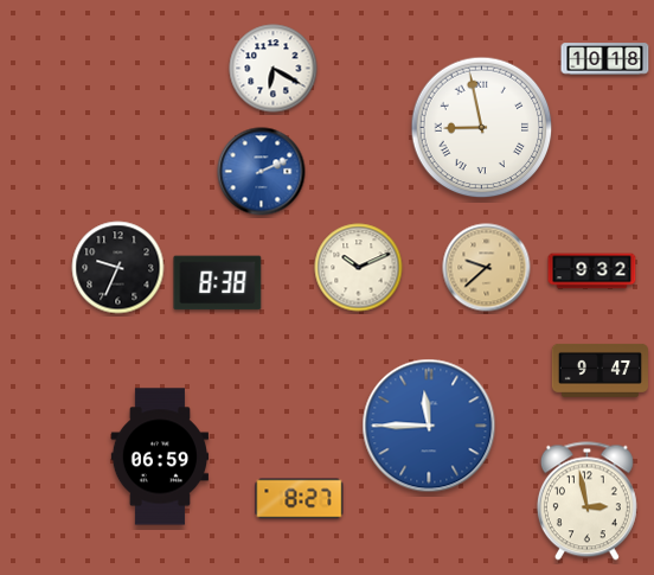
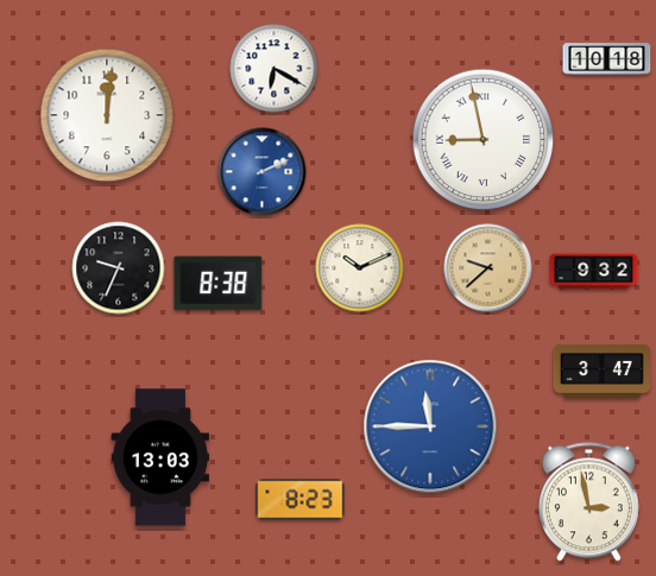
clock at (107, 115): none -> 12:01
clock at (482, 128) position: (482, 128) -> (484, 140)
clock at (599, 370): 9:47 -> 3:47
clock at (159, 456): 06:59 -> 13:03
clock at (300, 499): 8:27 -> 8:23
